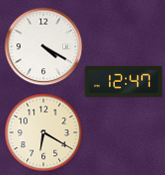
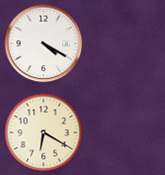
clock at (43, 46) position: (43, 46) -> (43, 43)
clock at (123, 82): 12:47 -> none
